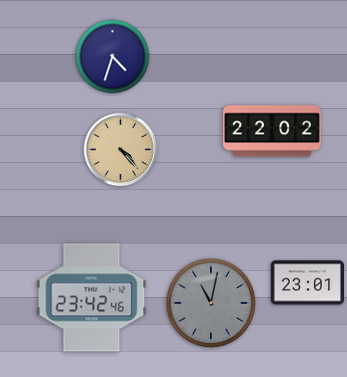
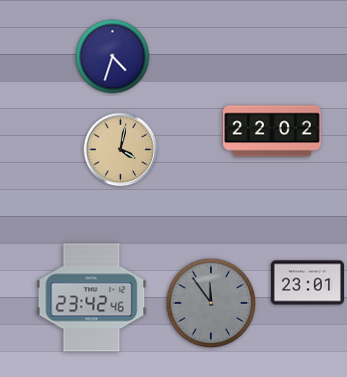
clock at (121, 150): 4:23 -> 4:02
clock at (211, 303): 11:02 -> 11:54
